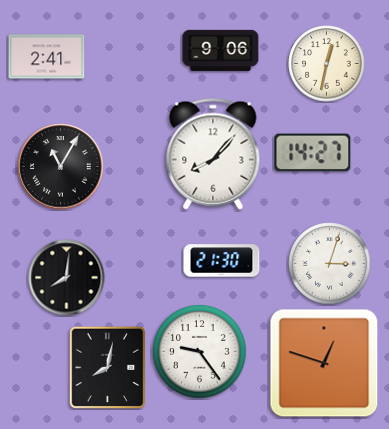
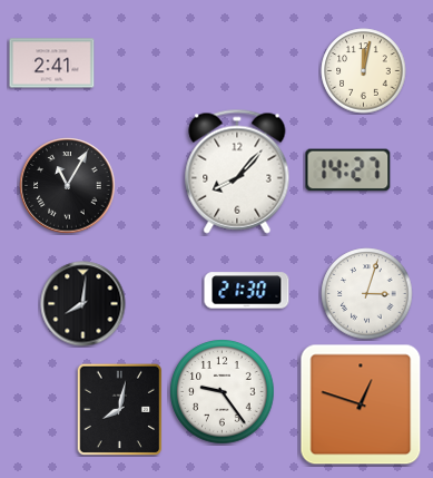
clock at (221, 50): 9:06 -> none
clock at (327, 64): 12:32 -> 12:02
clock at (67, 278) position: (67, 278) -> (83, 304)
